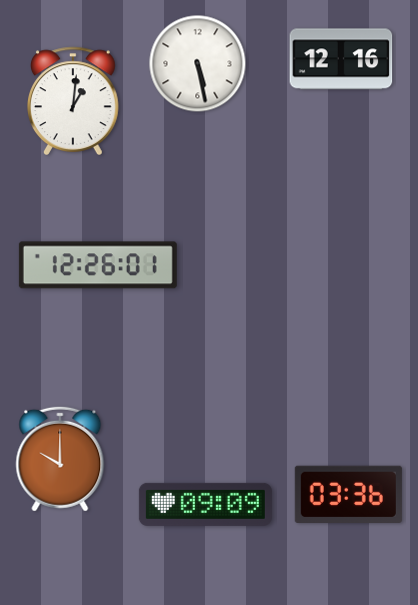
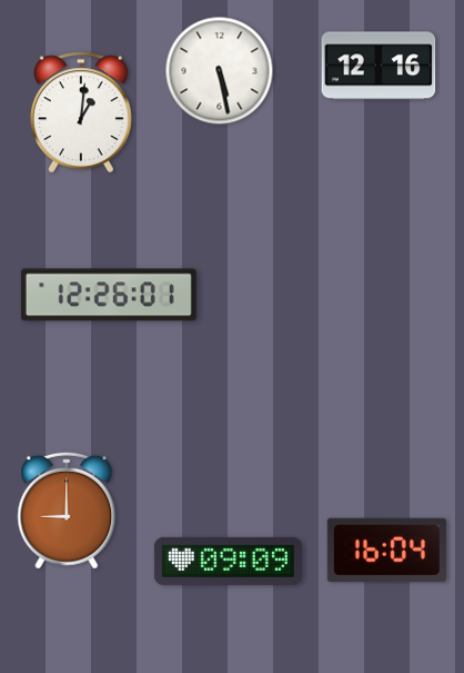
clock at (60, 459): 10:00 -> 9:00
clock at (348, 494): 03:36 -> 16:04
